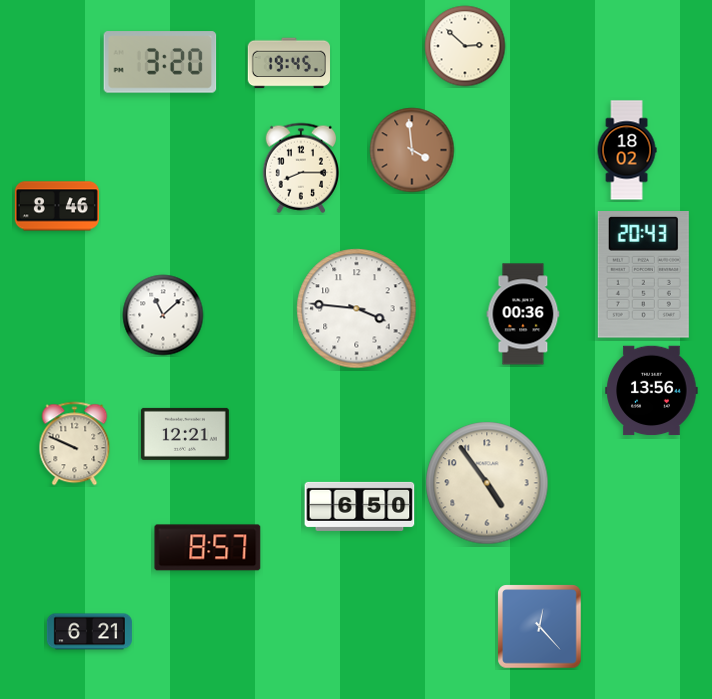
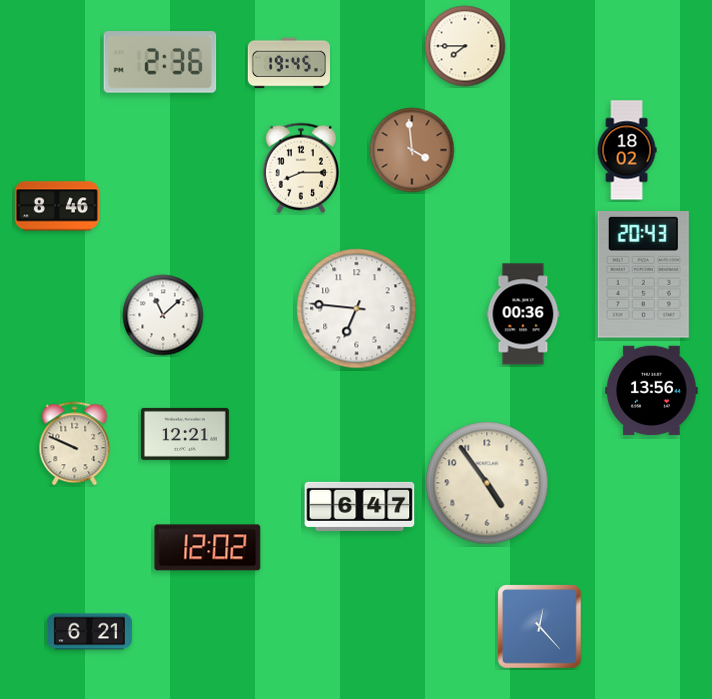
clock at (465, 46): 2:52 -> 7:45
clock at (160, 62): 3:20 -> 2:36
clock at (357, 309): 3:46 -> 6:46
clock at (360, 506): 6:50 -> 6:47
clock at (208, 548): 8:57 -> 12:02
